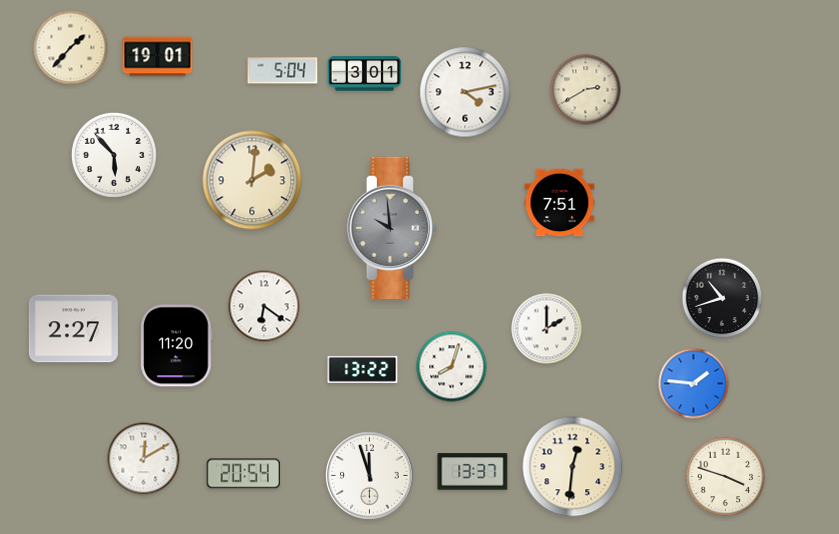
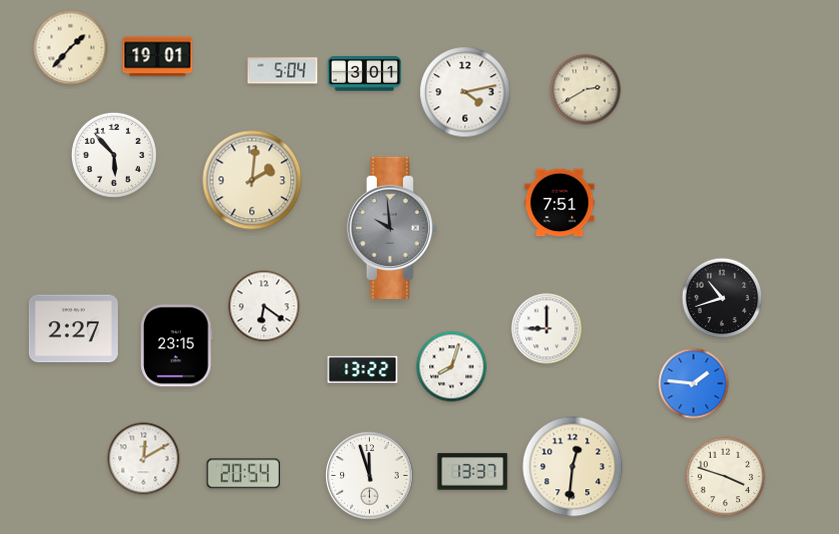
clock at (547, 329): 2:00 -> 9:00
clock at (177, 346): 11:20 -> 23:15
